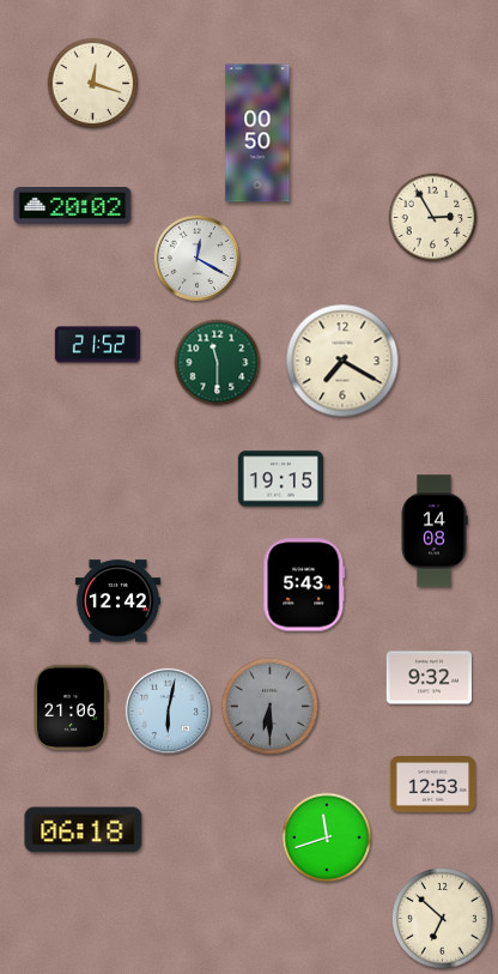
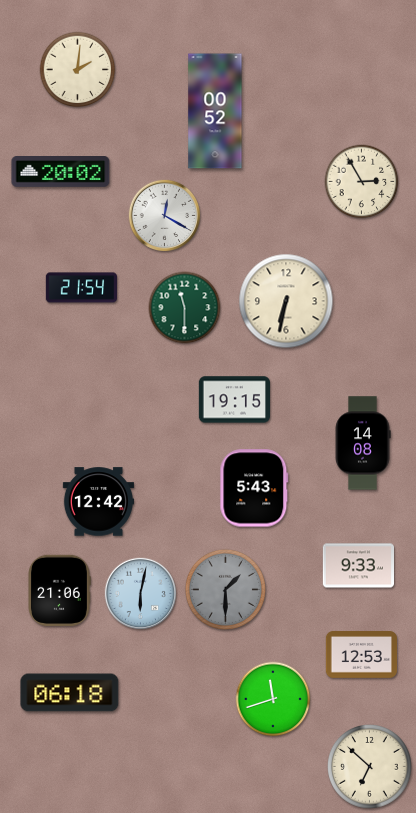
clock at (93, 84): 12:18 -> 2:01
clock at (257, 133): 00:50 -> 00:52
clock at (97, 345): 21:52 -> 21:54
clock at (342, 361): 7:20 -> 6:32
clock at (218, 363) position: (218, 363) -> (185, 308)
clock at (429, 678): 9:32 -> 9:33
clock at (269, 706): 6:30 -> 1:30
